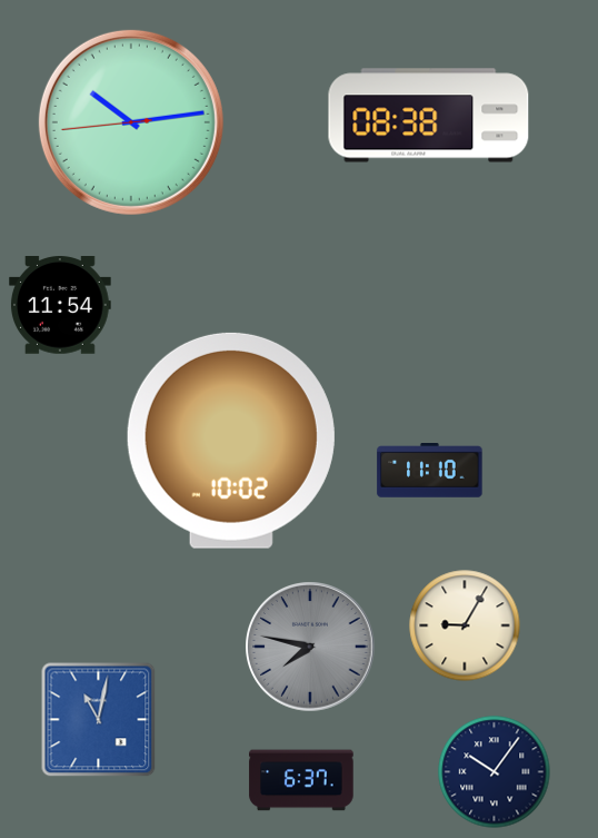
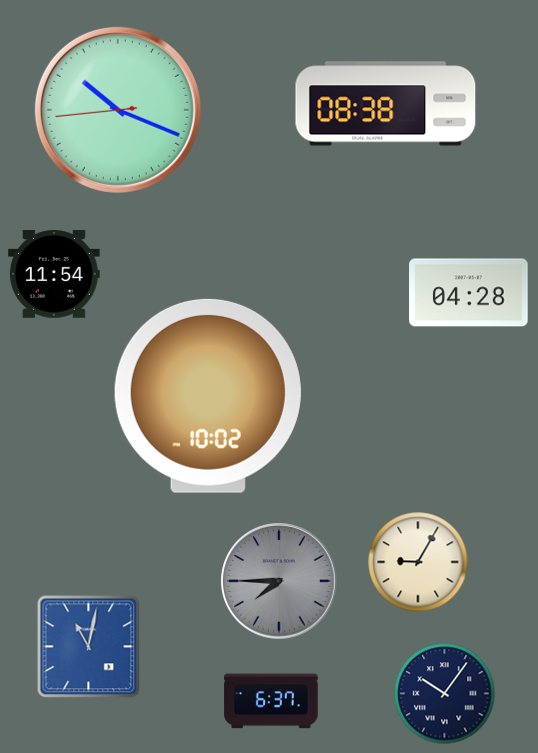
clock at (131, 122): 10:13 -> 10:18
clock at (469, 293): none -> 04:28
clock at (430, 471): 11:10 -> none
clock at (310, 647): 7:47 -> 7:45
